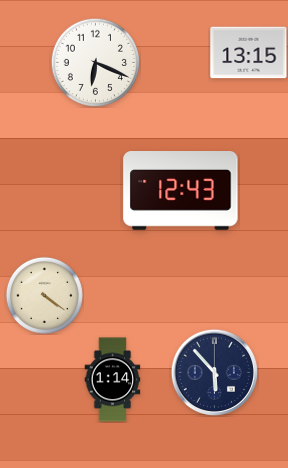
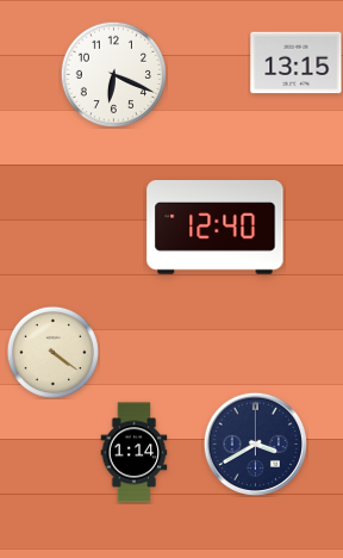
clock at (181, 191): 12:43 -> 12:40
clock at (214, 372): 5:53 -> 3:40
